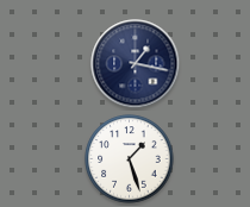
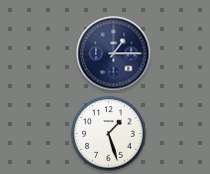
clock at (136, 64): 1:17 -> 1:15
